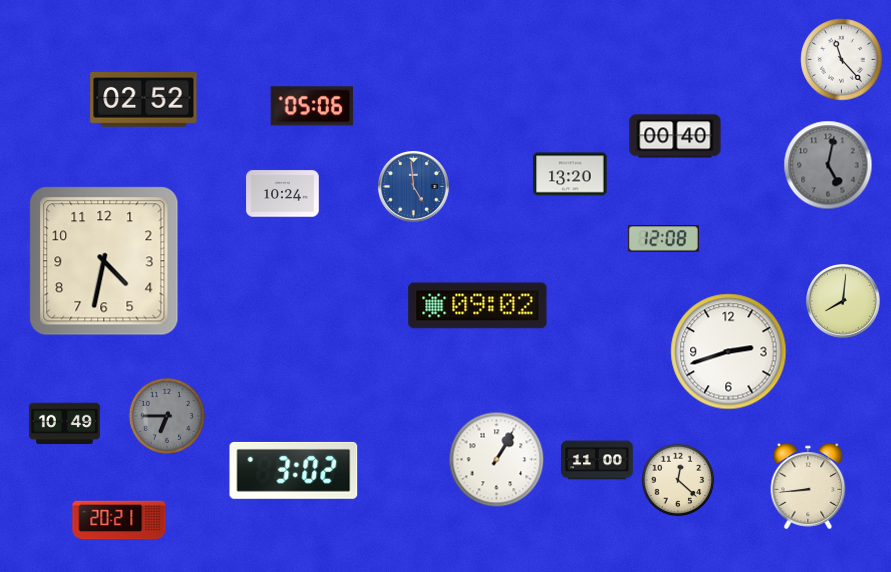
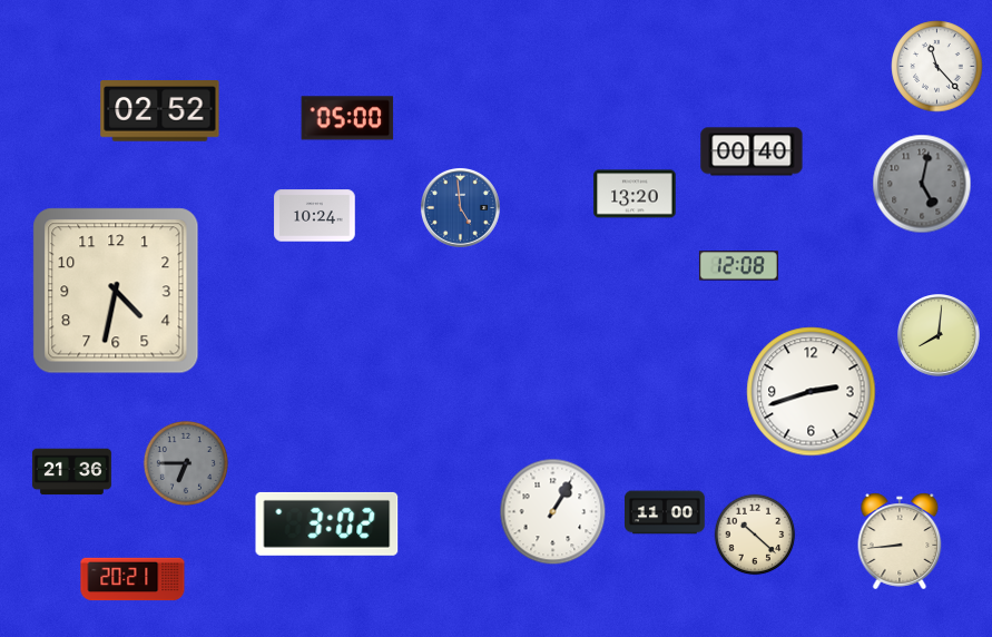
clock at (312, 106): 05:06 -> 05:00
clock at (478, 306): 09:02 -> none
clock at (64, 424): 10:49 -> 21:36
clock at (678, 480): 12:22 -> 10:22
